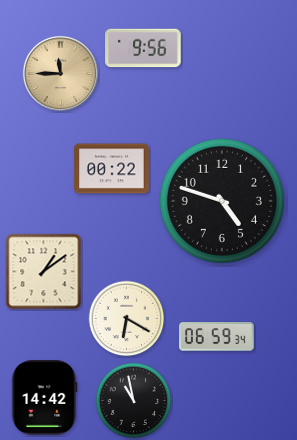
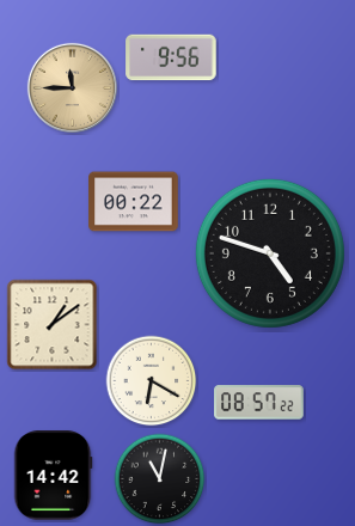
clock at (222, 201) position: (222, 201) -> (270, 253)
clock at (217, 337): 06:59 -> 08:57
clock at (134, 401): 10:58 -> 11:02
